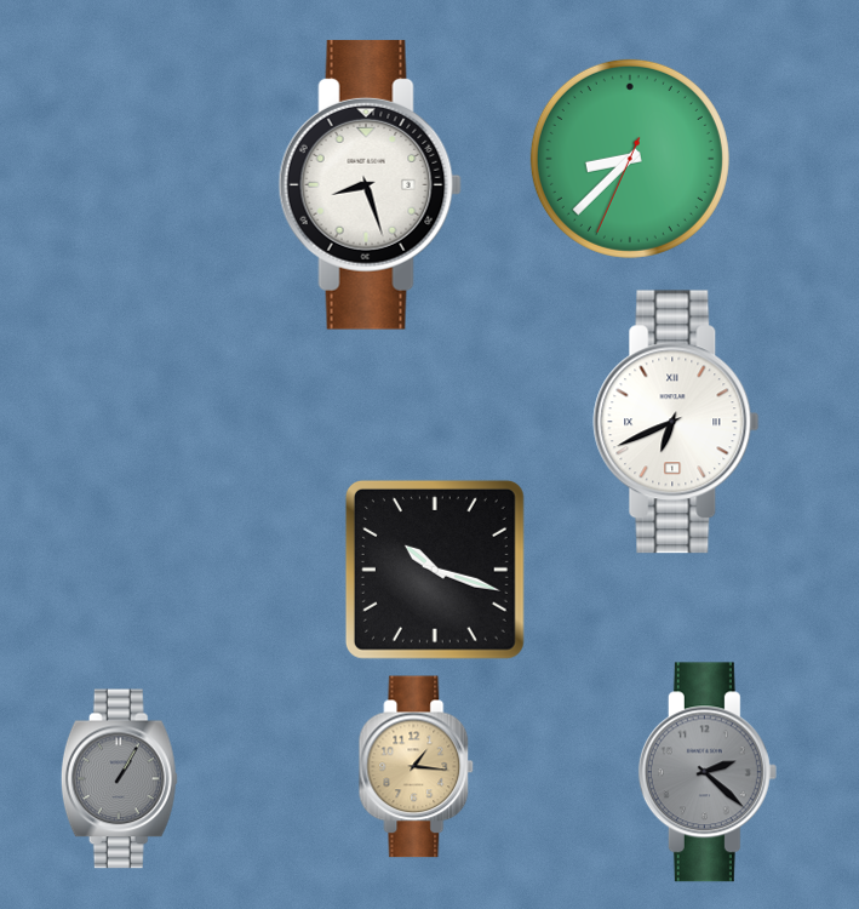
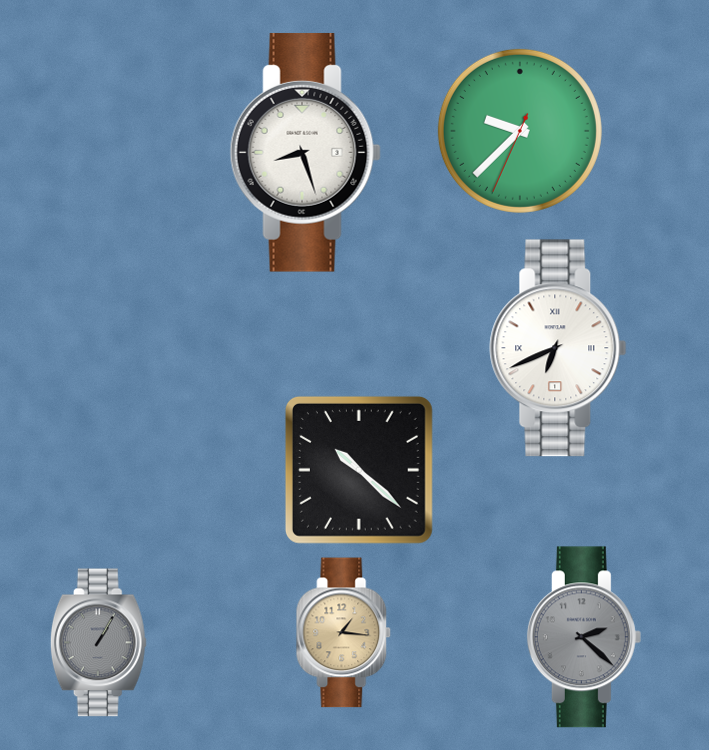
clock at (630, 159): 8:37 -> 9:37
clock at (435, 570): 10:18 -> 10:22
